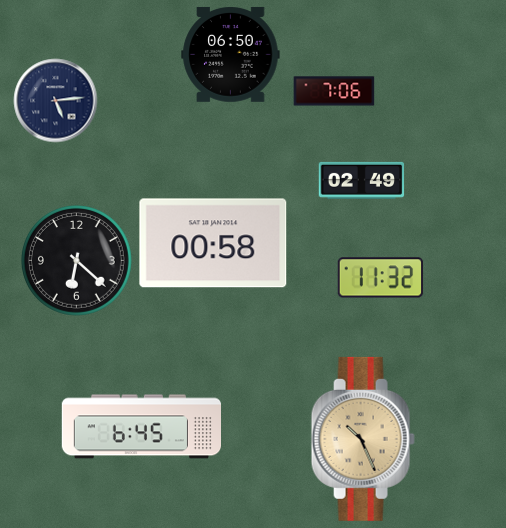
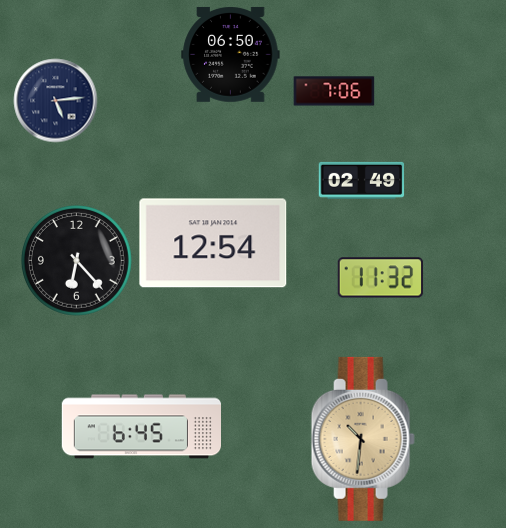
clock at (213, 243): 00:58 -> 12:54
clock at (77, 261): 6:22 -> 6:23
clock at (363, 439): 10:26 -> 10:31
